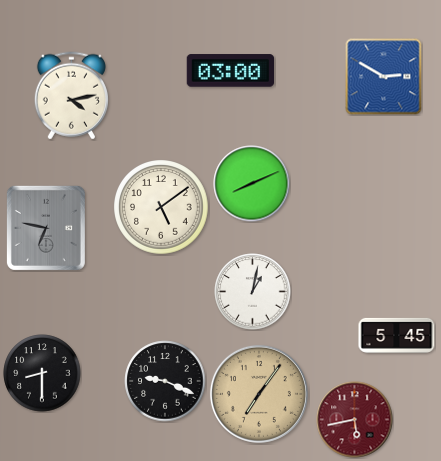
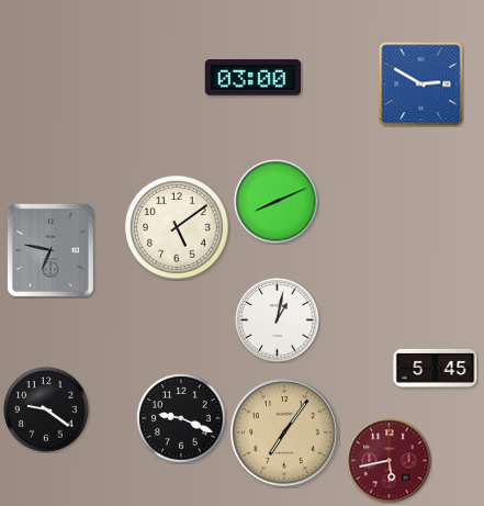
clock at (71, 96): 4:13 -> none
clock at (42, 373): 8:30 -> 9:21
